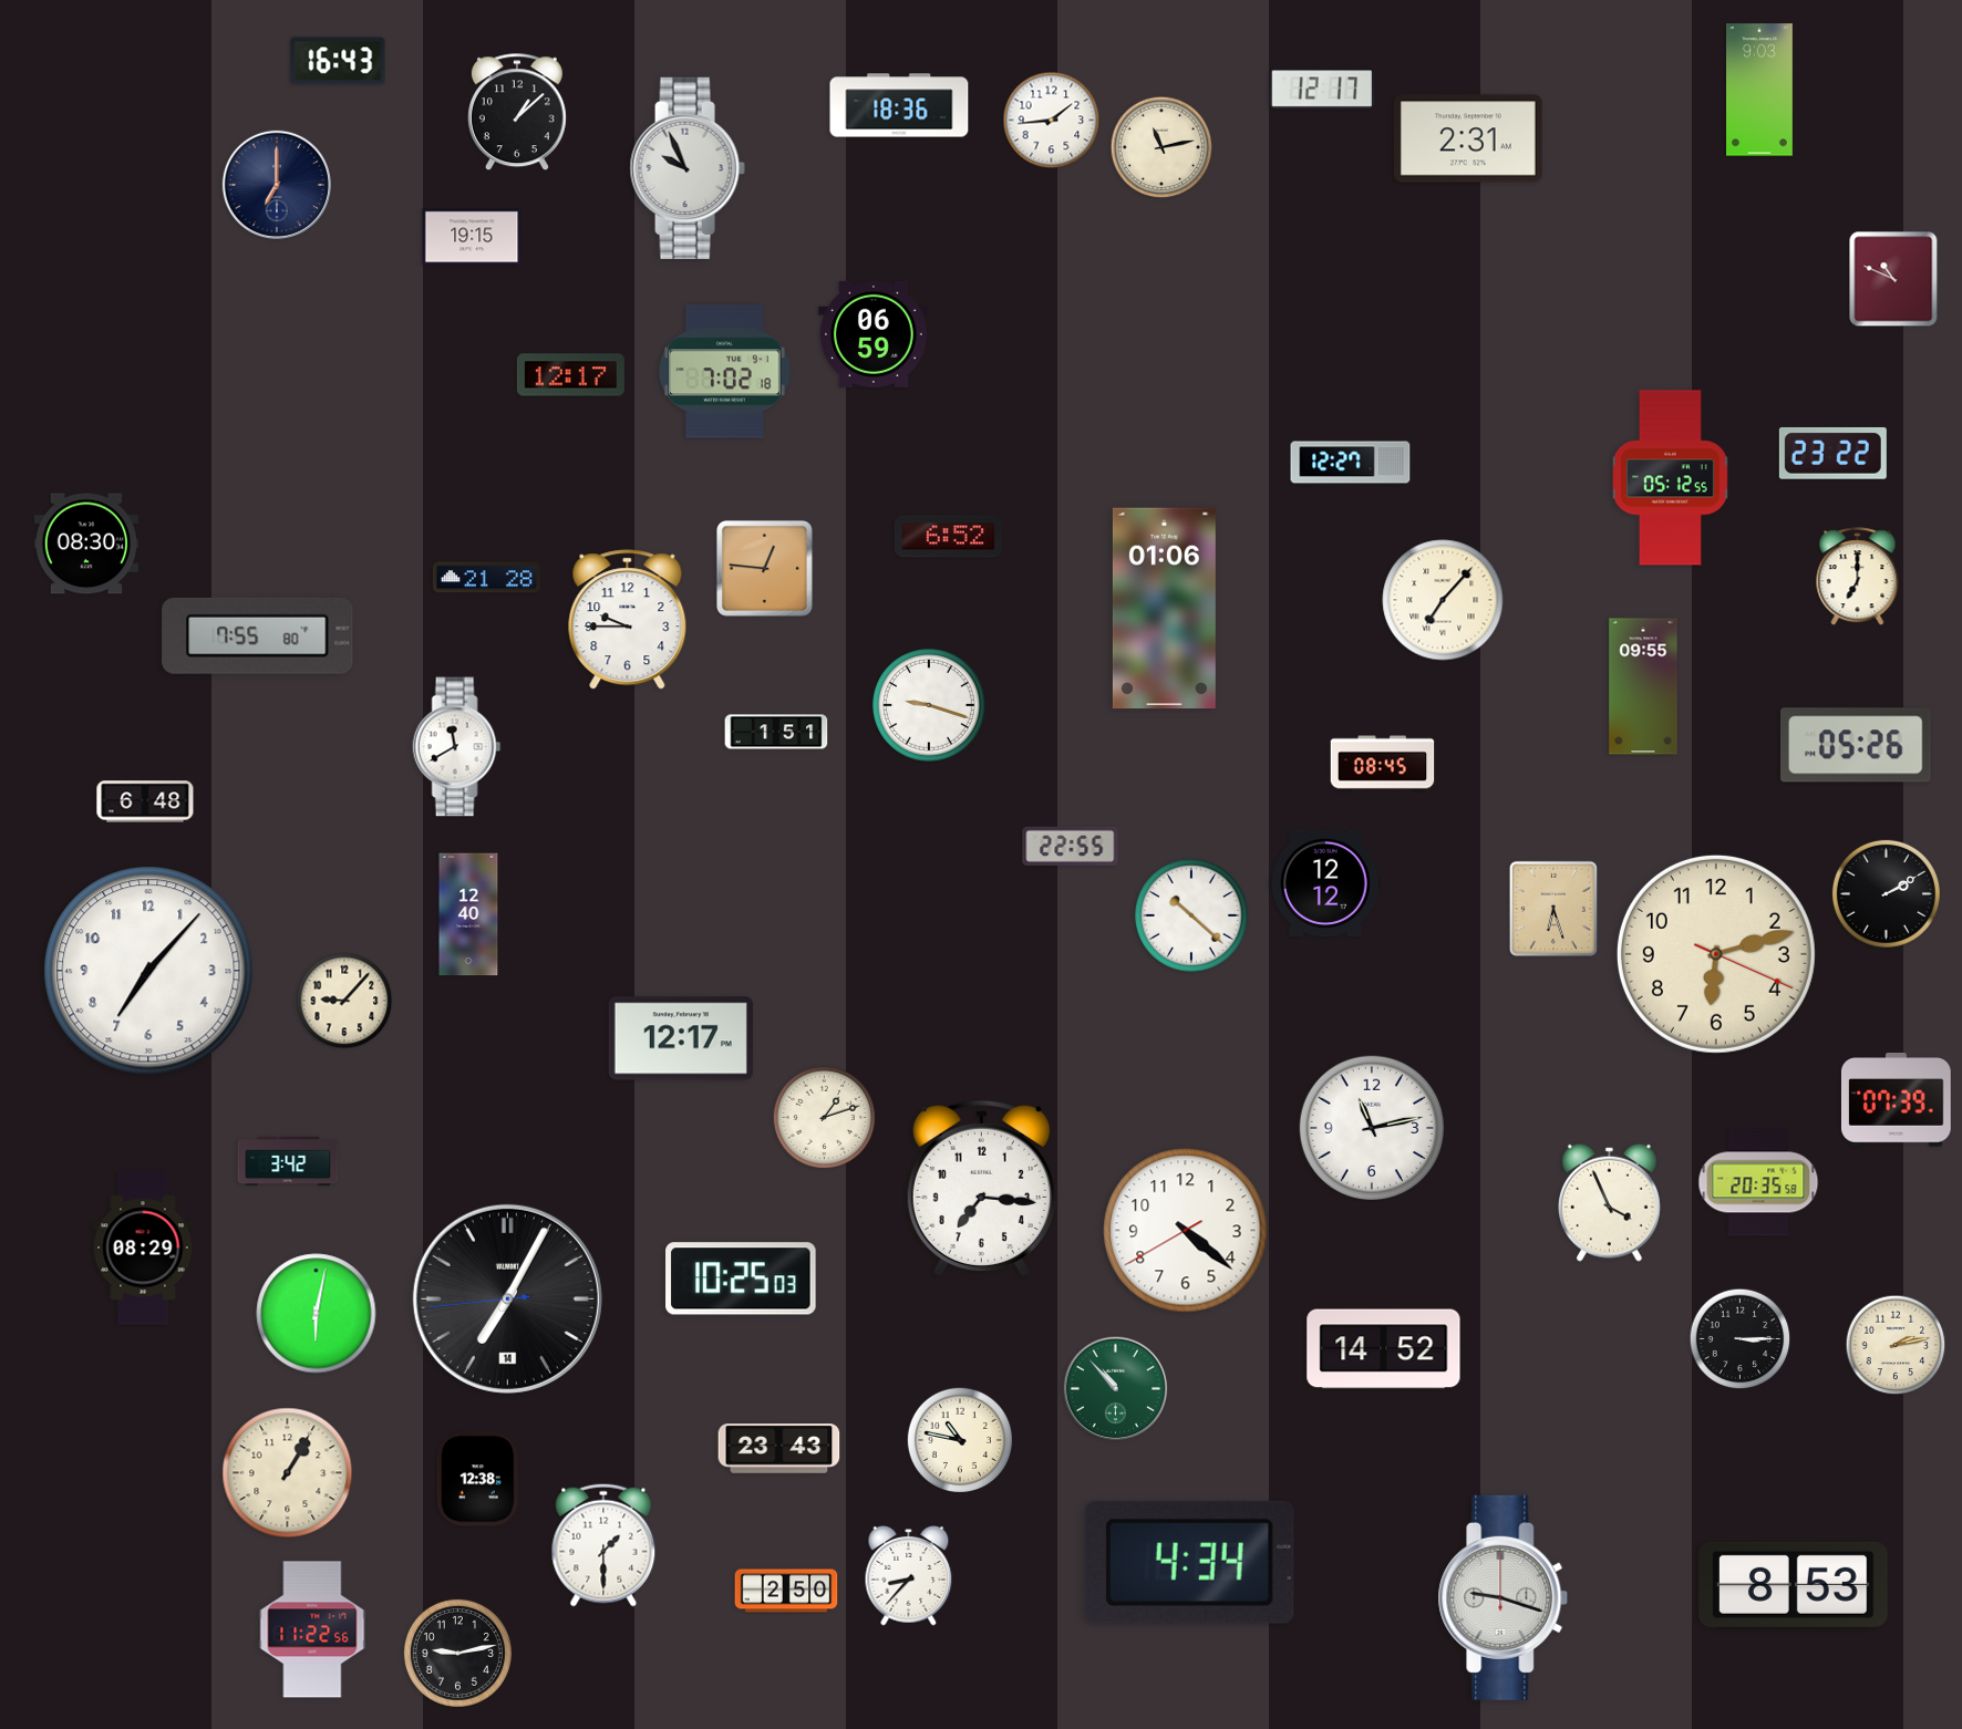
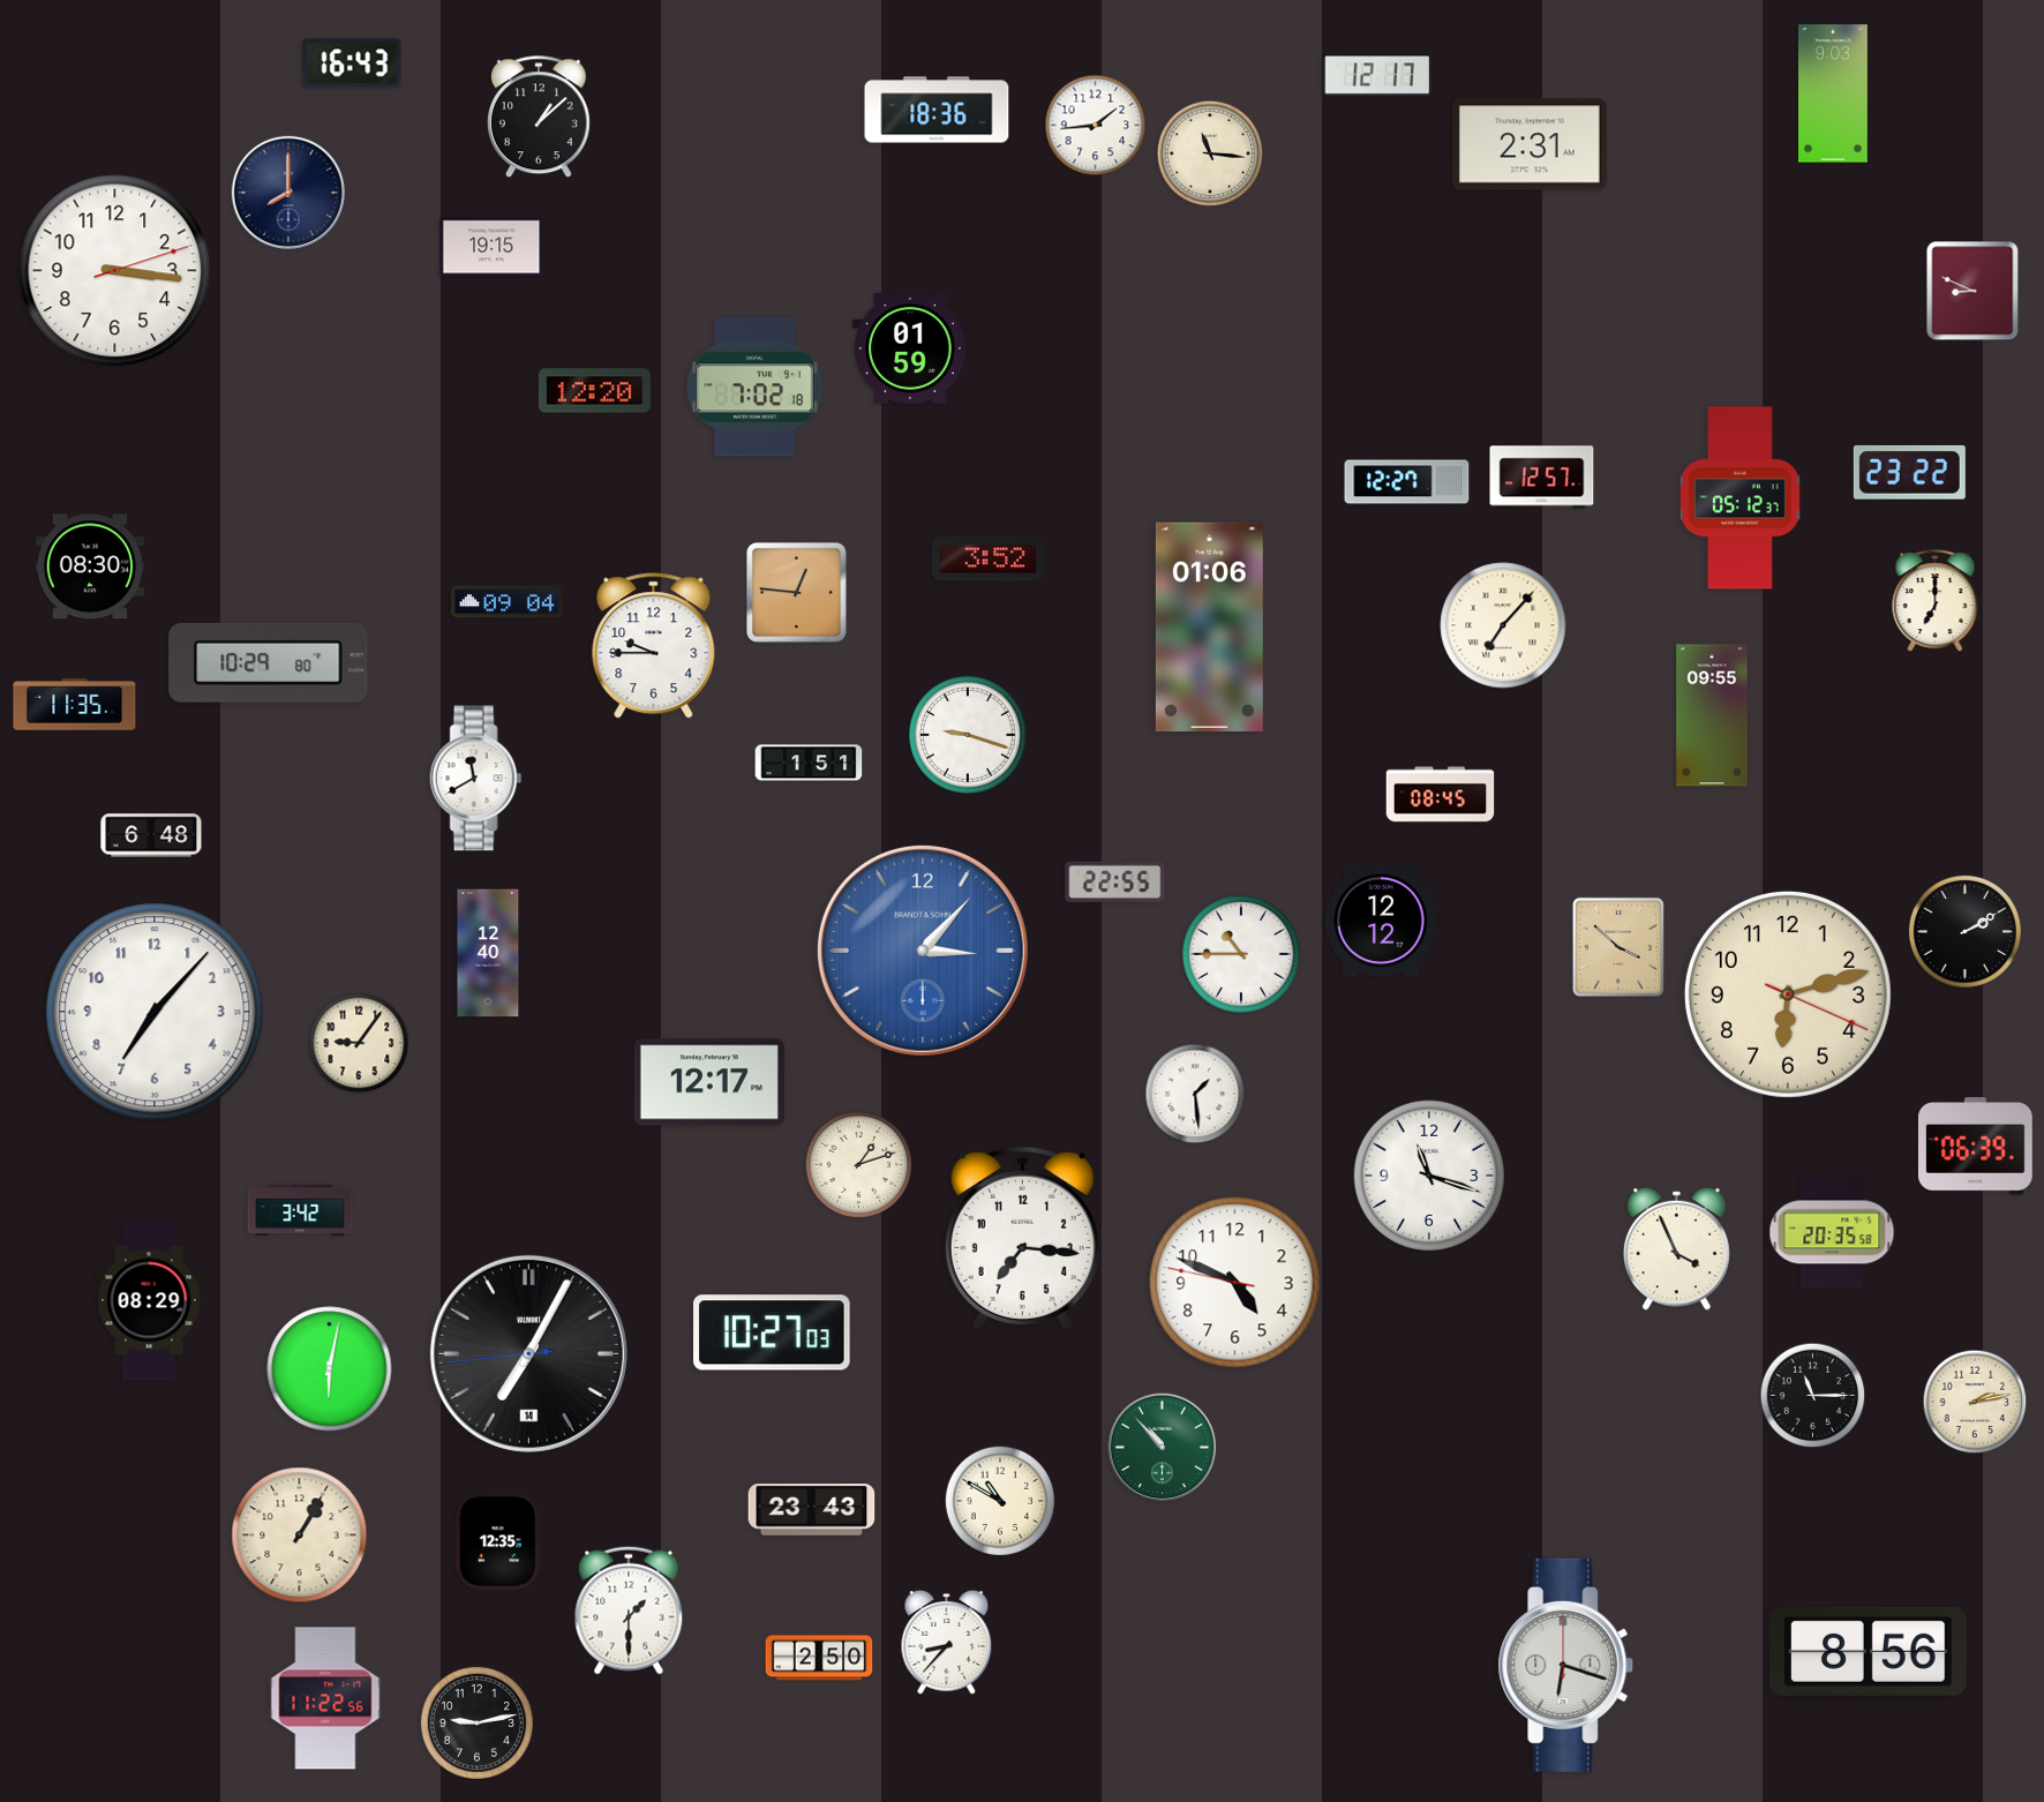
clock at (1321, 89) position: (1321, 89) -> (1376, 75)
clock at (1161, 147): 11:13 -> 11:16
clock at (688, 167): 9:56 -> none
clock at (277, 185): 7:00 -> 8:00
clock at (115, 271): none -> 3:16
clock at (1893, 279): 10:49 -> 8:49
clock at (874, 334): 06:59 -> 01:59
clock at (570, 375): 12:17 -> 12:20
clock at (1542, 478): none -> 12:57
clock at (1670, 478): 05:12:55 -> 05:12:37
clock at (948, 537): 6:52 -> 3:52
clock at (486, 578): 21:28 -> 09:04
clock at (1164, 609) position: (1164, 609) -> (1209, 628)
clock at (258, 635): 7:55 -> 10:29
clock at (75, 705): none -> 11:35
clock at (1857, 745): 05:26 -> none
clock at (1553, 909): 6:27 -> 3:52
clock at (923, 951): none -> 3:07
clock at (1192, 917): 10:22 -> 10:45
clock at (344, 1001): 9:07 -> 9:06
clock at (1195, 1094): none -> 1:29
clock at (1896, 1100): 07:39 -> 06:39
clock at (1371, 1127): 11:13 -> 11:18
clock at (1609, 1202) position: (1609, 1202) -> (1676, 1248)
clock at (1186, 1231): 4:21 -> 4:48
clock at (741, 1278): 10:25 -> 10:27
clock at (1741, 1339): 3:15 -> 11:15
clock at (1384, 1349): 14:52 -> none
clock at (960, 1440): 10:47 -> 10:50
clock at (478, 1479): 12:38 -> 12:35
clock at (1189, 1562): 4:34 -> none
clock at (1794, 1585): 8:53 -> 8:56
clock at (1504, 1597): 9:18 -> 6:18
